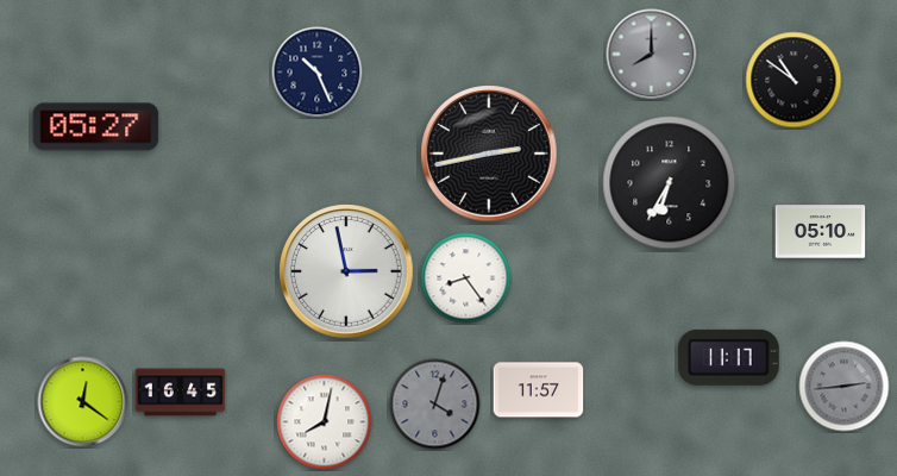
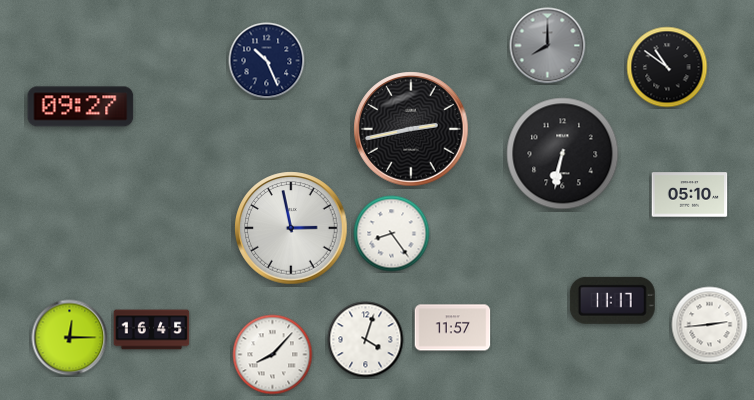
clock at (96, 127): 05:27 -> 09:27
clock at (670, 183): 6:35 -> 6:32
clock at (845, 387) dial: grey -> white
clock at (83, 402): 12:21 -> 12:15
clock at (435, 405) dial: grey -> white
clock at (325, 422): 8:02 -> 8:07
